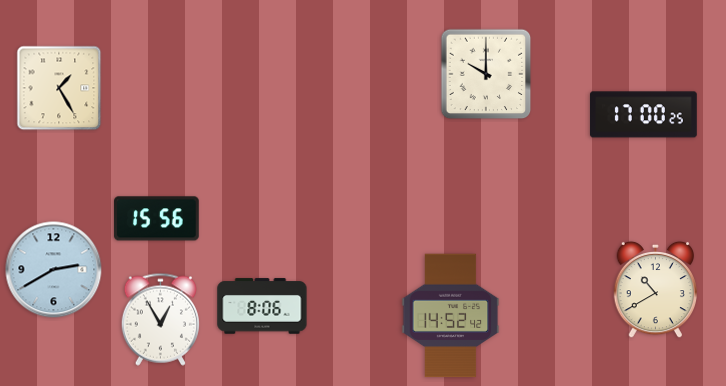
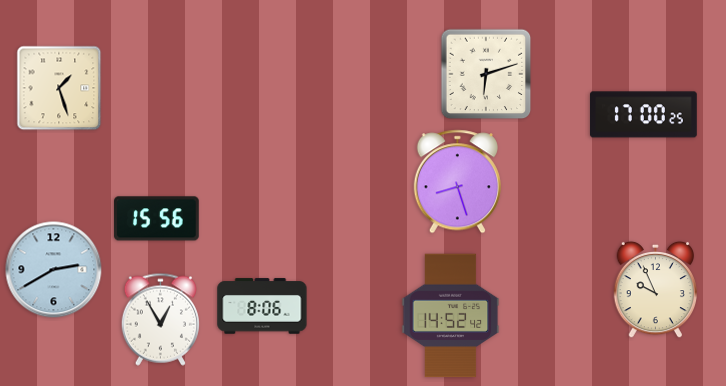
clock at (486, 74): 10:00 -> 6:12
clock at (59, 88): 1:25 -> 1:27
clock at (457, 182): none -> 8:27
clock at (655, 290): 10:40 -> 9:56
